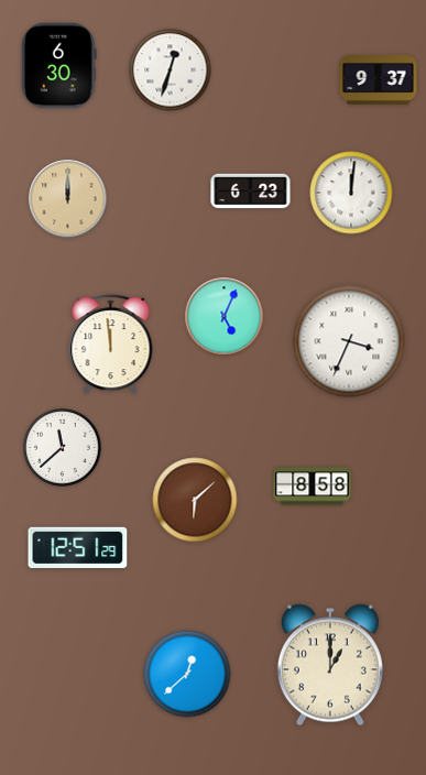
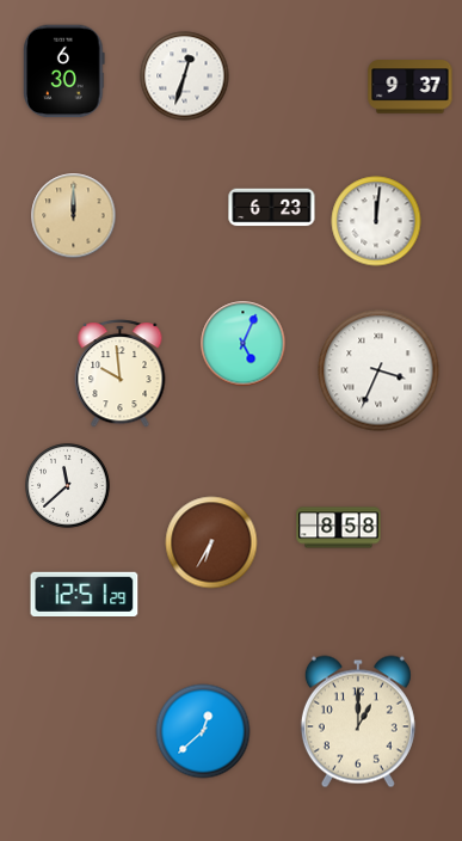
clock at (351, 193) position: (351, 193) -> (376, 221)
clock at (111, 345): 11:59 -> 9:59
clock at (195, 500): 6:08 -> 6:35
